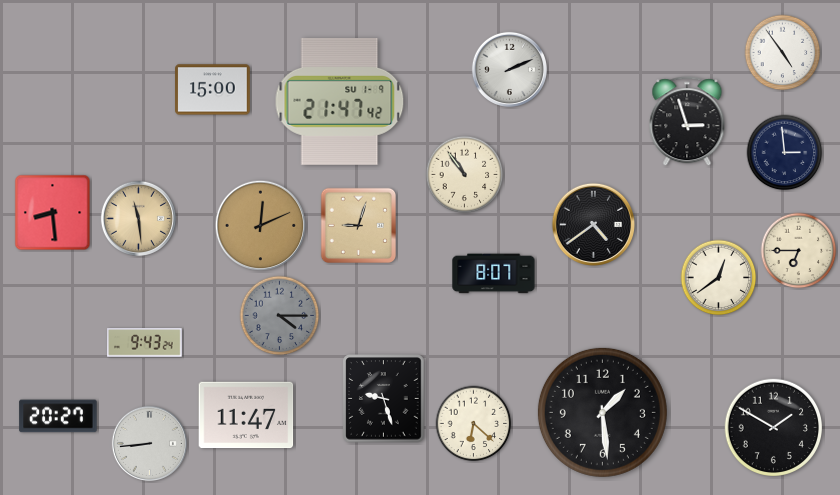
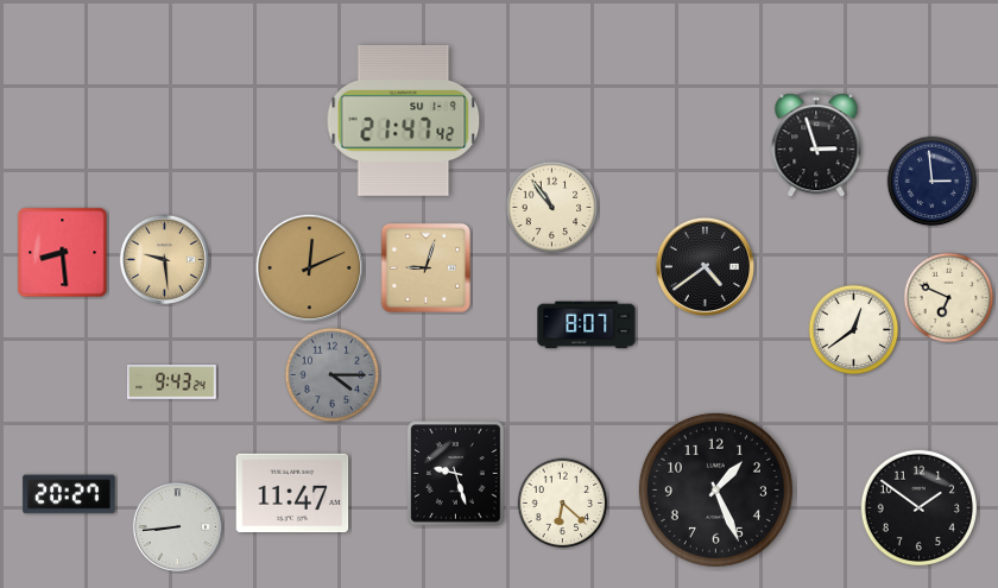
clock at (783, 53): 4:54 -> none
clock at (509, 69): 2:11 -> none
clock at (213, 90): 15:00 -> none
clock at (138, 218): 11:29 -> 9:29
clock at (799, 251): 6:45 -> 6:49
clock at (145, 343) position: (145, 343) -> (172, 382)
clock at (602, 412): 1:29 -> 1:26
clock at (773, 427): 1:50 -> 1:51
